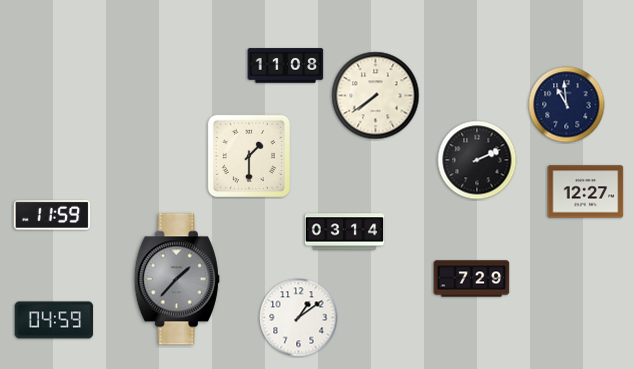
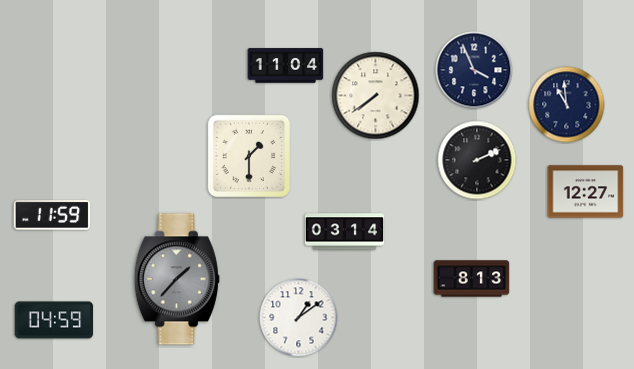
clock at (286, 66): 11:08 -> 11:04
clock at (474, 70): none -> 3:56
clock at (472, 279): 7:29 -> 8:13
